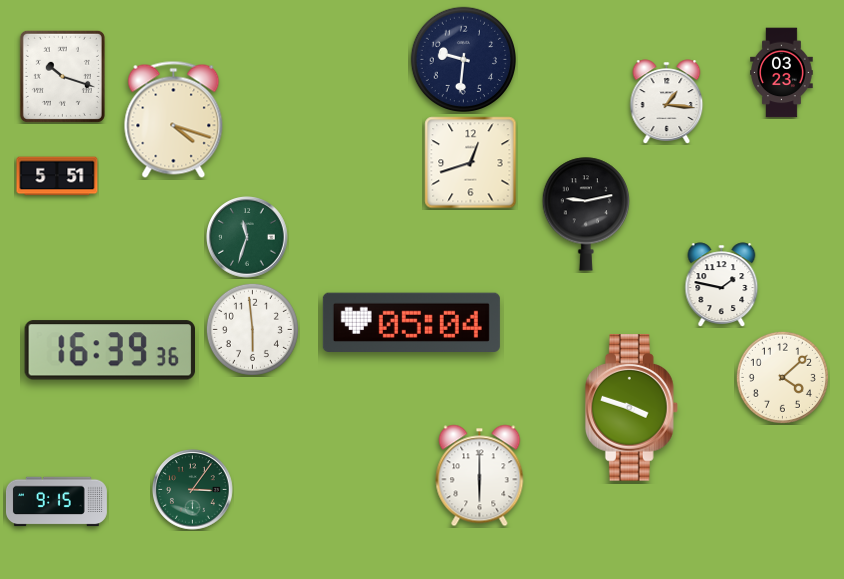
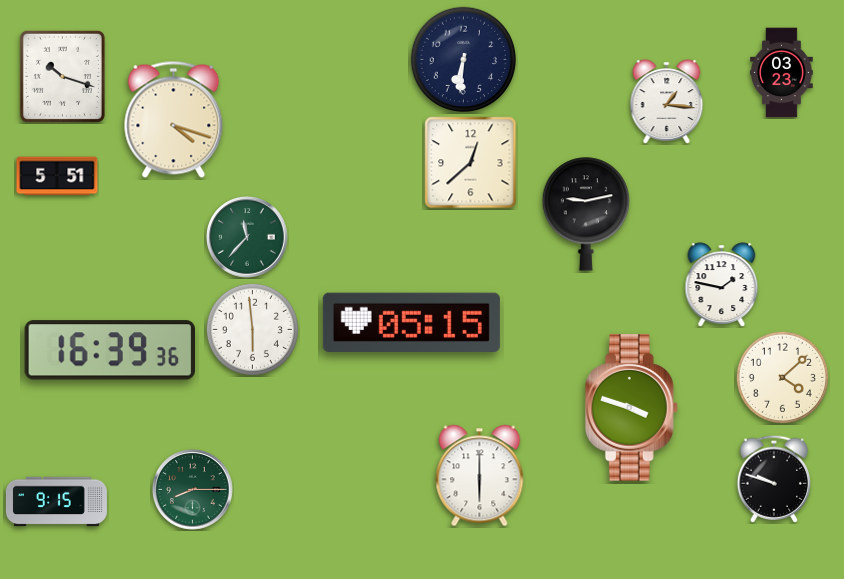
clock at (463, 59): 9:31 -> 6:31
clock at (471, 163): 12:42 -> 12:38
clock at (247, 237): 11:33 -> 11:37
clock at (411, 323): 05:04 -> 05:15
clock at (773, 479): none -> 9:48
clock at (193, 490): 3:06 -> 8:15
